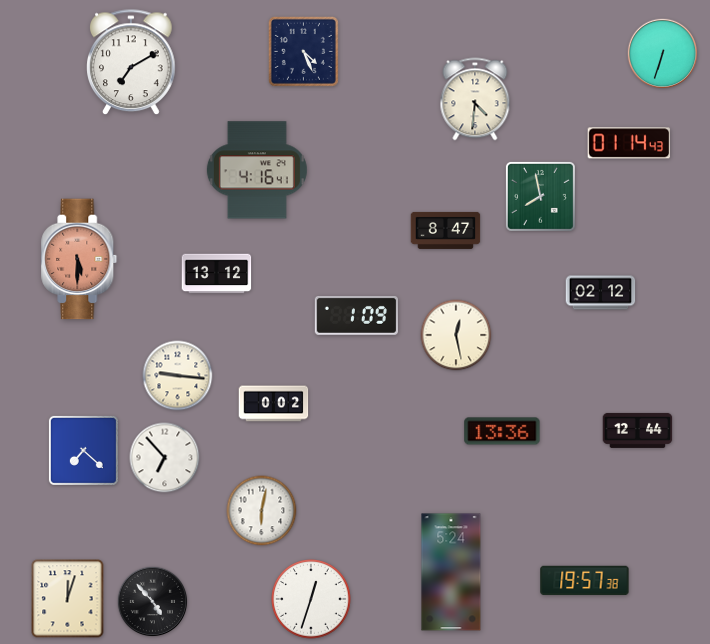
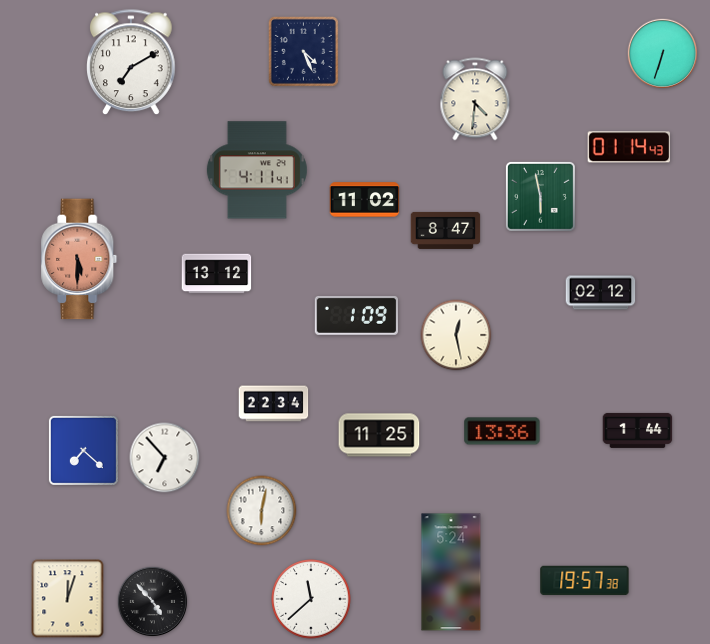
clock at (629, 143) position: (629, 143) -> (629, 147)
clock at (257, 170): 4:16 -> 4:11
clock at (540, 196): 7:58 -> 5:58
clock at (365, 200): none -> 11:02
clock at (178, 376): 9:16 -> none
clock at (274, 404): 0:02 -> 22:34
clock at (638, 430): 12:44 -> 1:44
clock at (379, 435): none -> 11:25
clock at (311, 599): 12:33 -> 11:38
